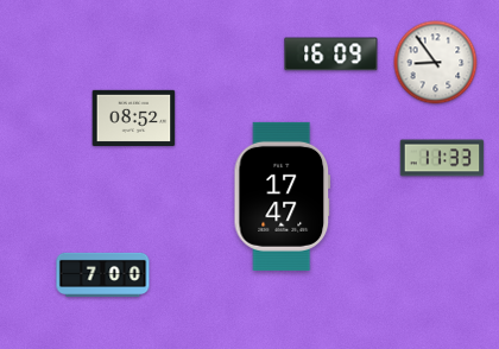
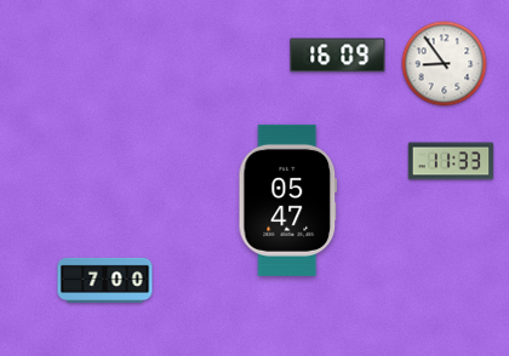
clock at (134, 118): 08:52 -> none
clock at (283, 196): 17:47 -> 05:47
